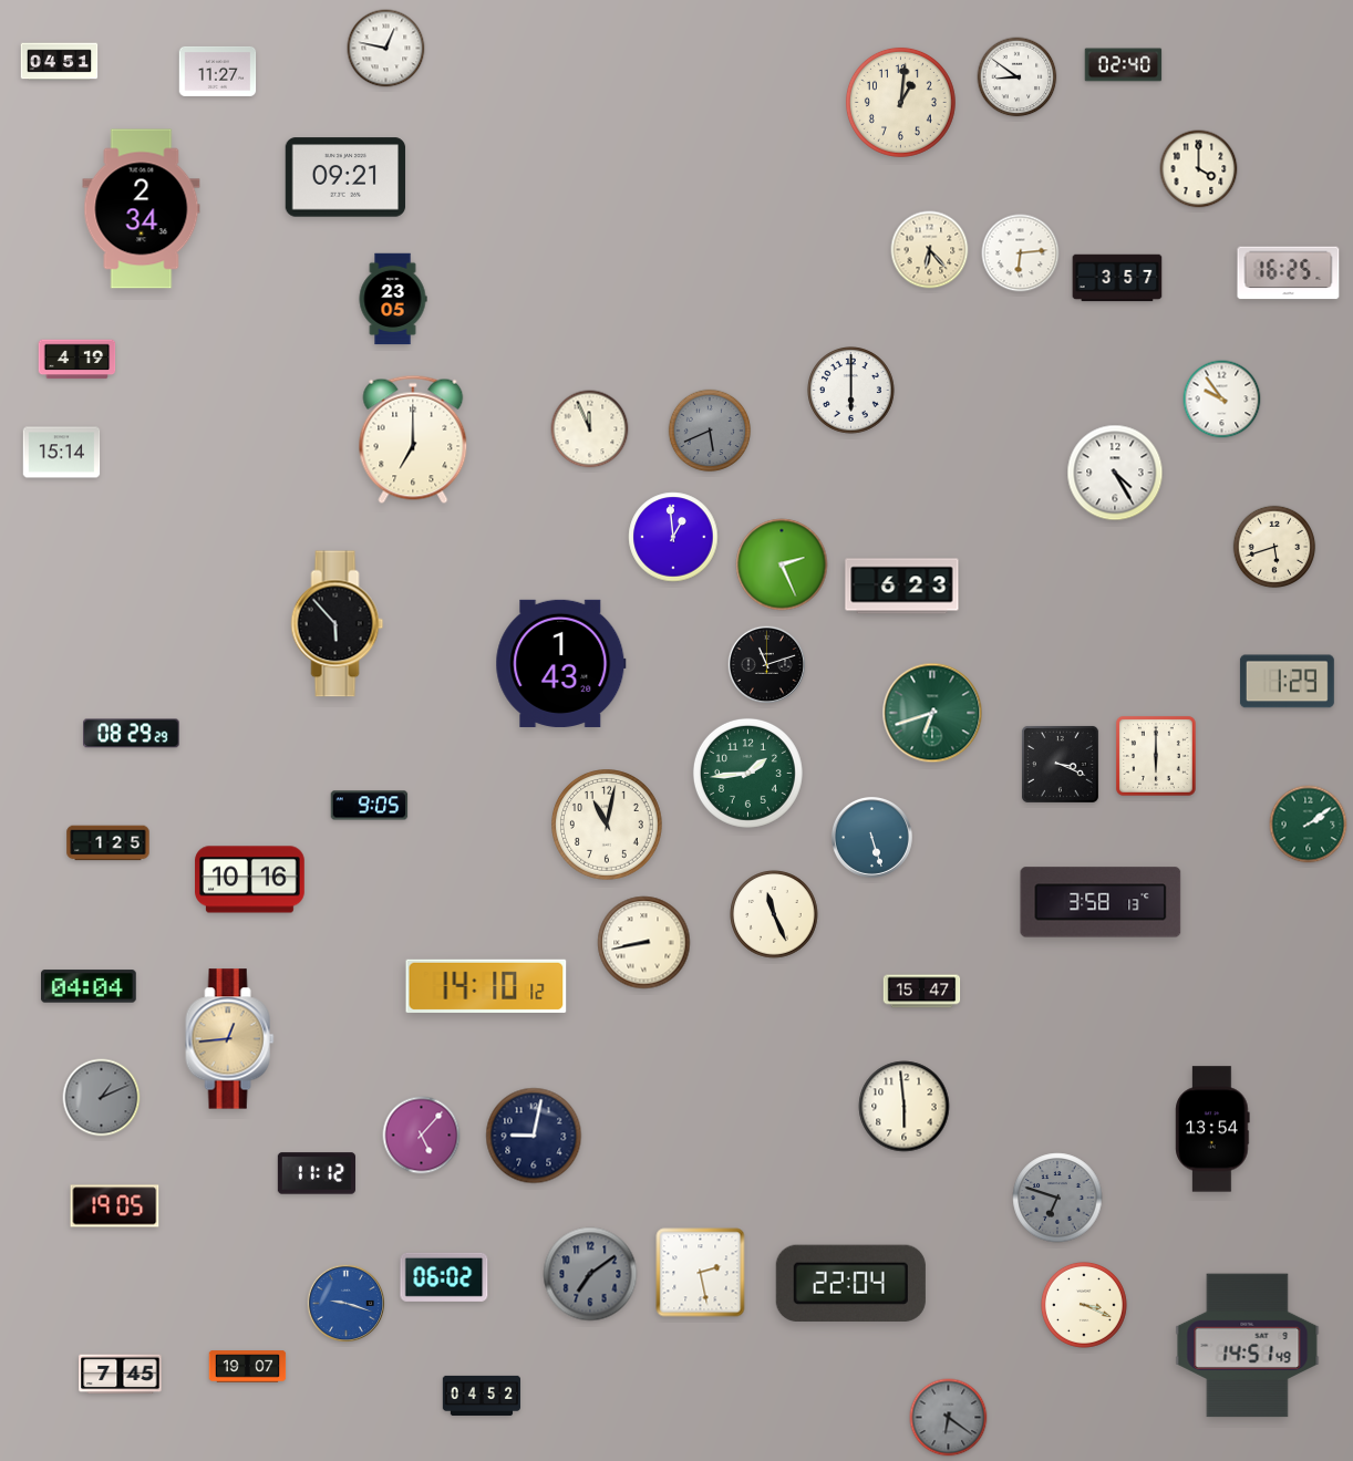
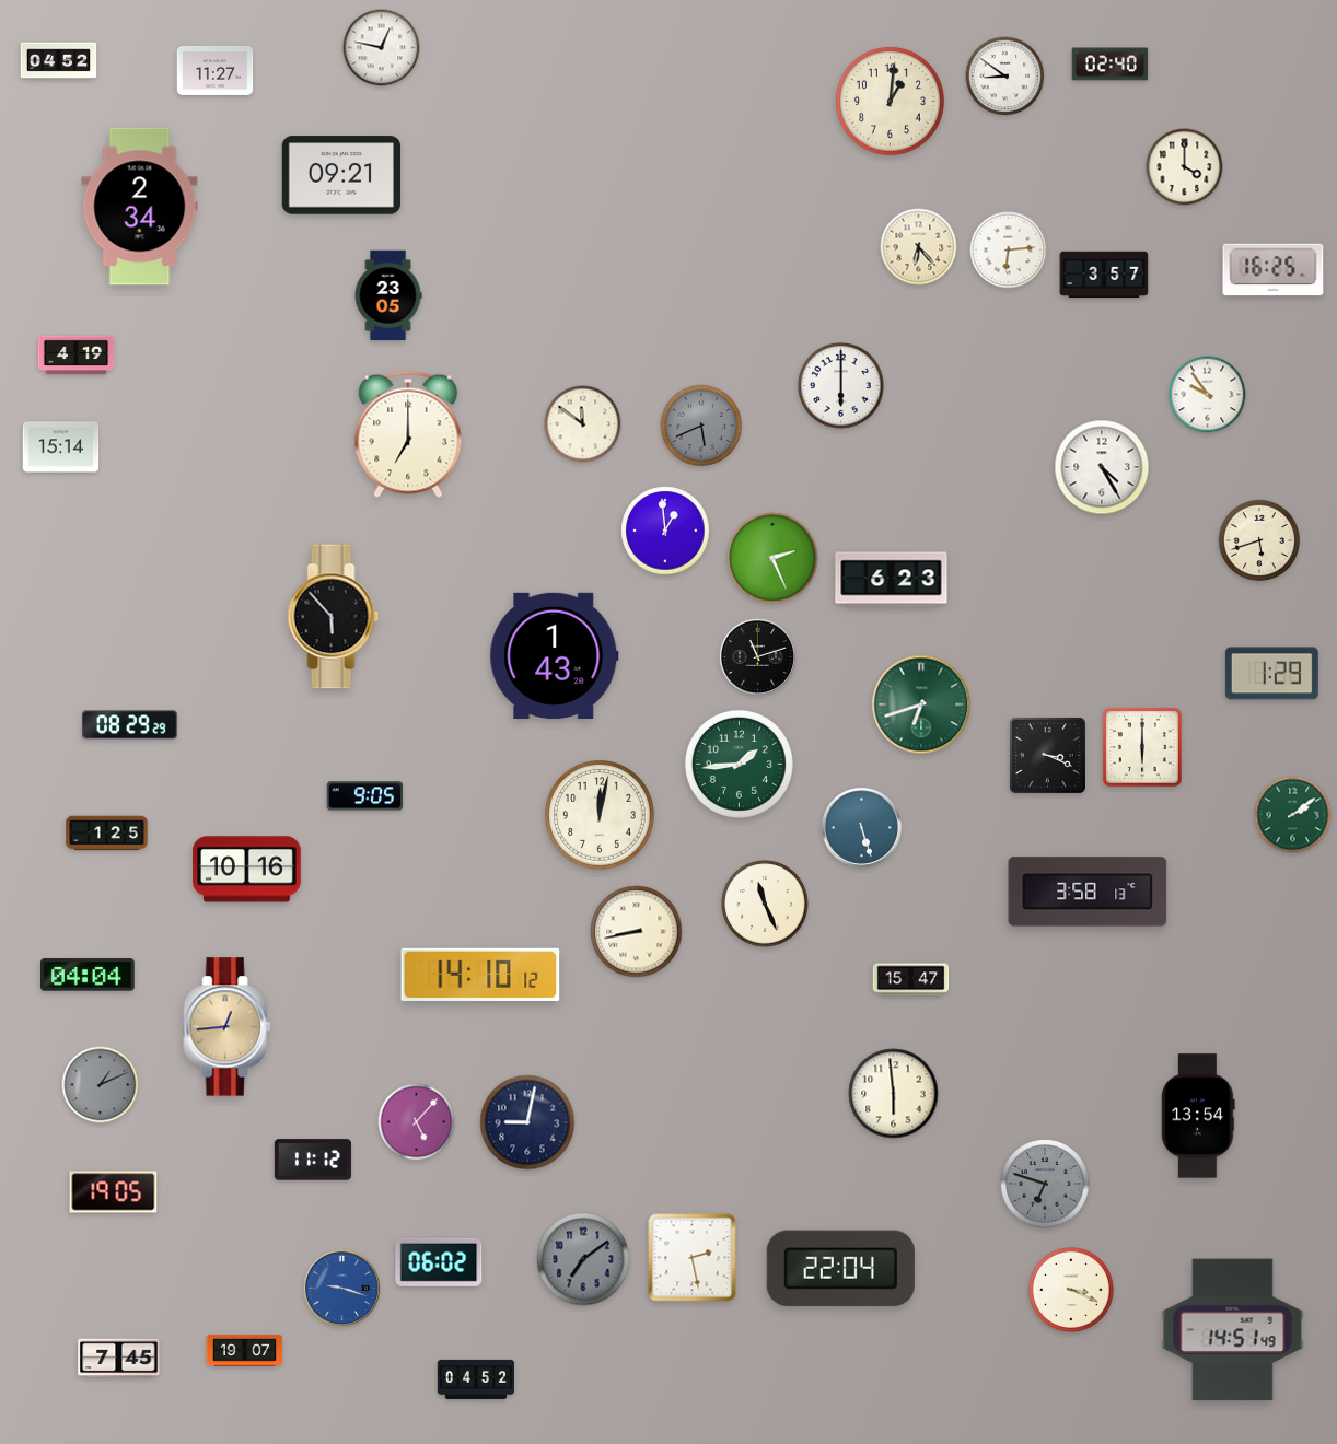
clock at (60, 62): 04:51 -> 04:52
clock at (590, 429): 11:56 -> 11:51
clock at (608, 826): 11:02 -> 12:02
clock at (949, 1418): 6:21 -> none
